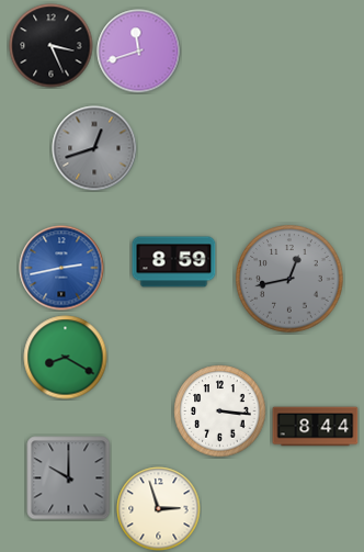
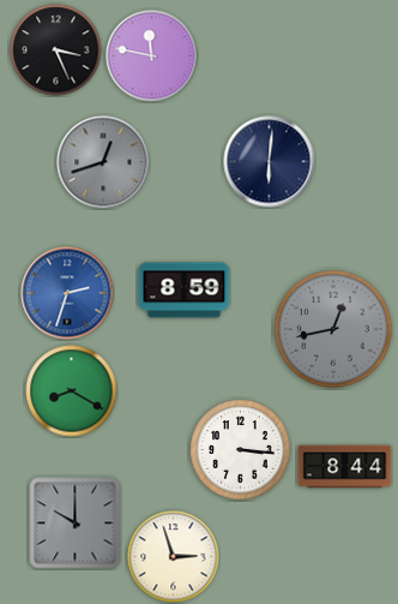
clock at (139, 52): 11:42 -> 11:47
clock at (270, 162): none -> 6:01
clock at (174, 262) position: (174, 262) -> (185, 291)
clock at (61, 268): 2:43 -> 2:33
clock at (289, 279) position: (289, 279) -> (333, 329)
